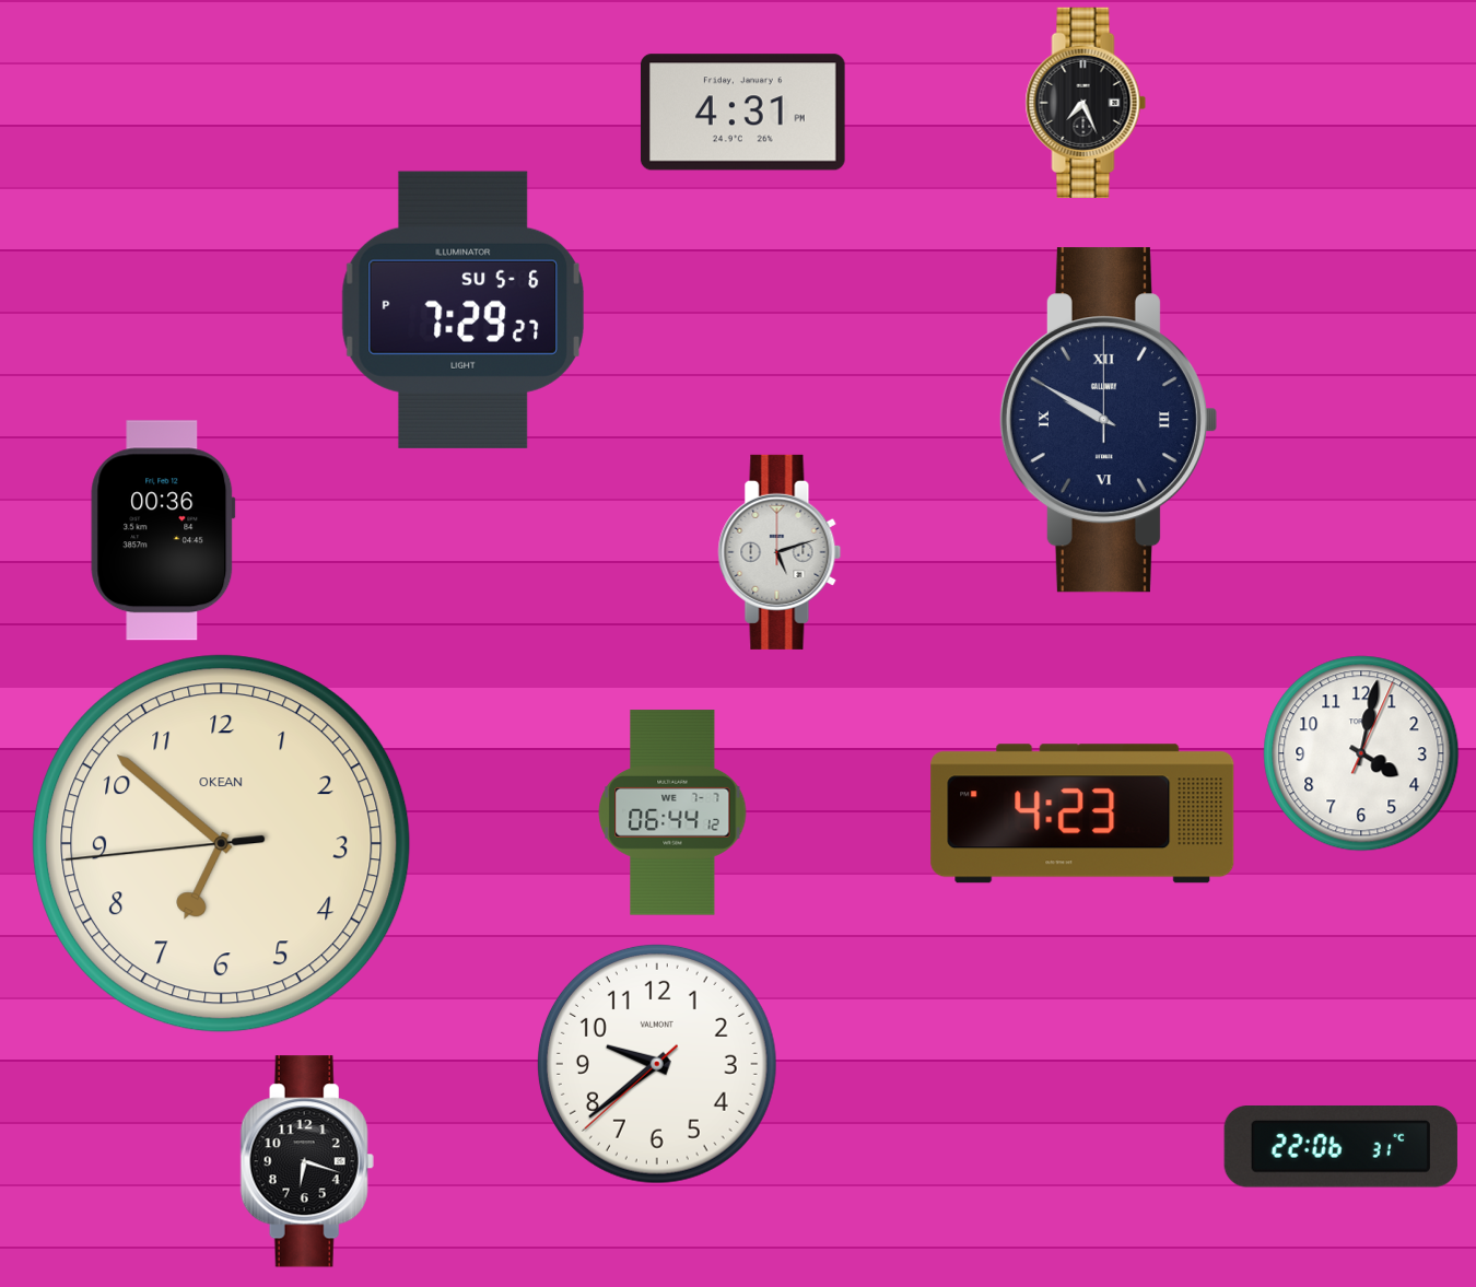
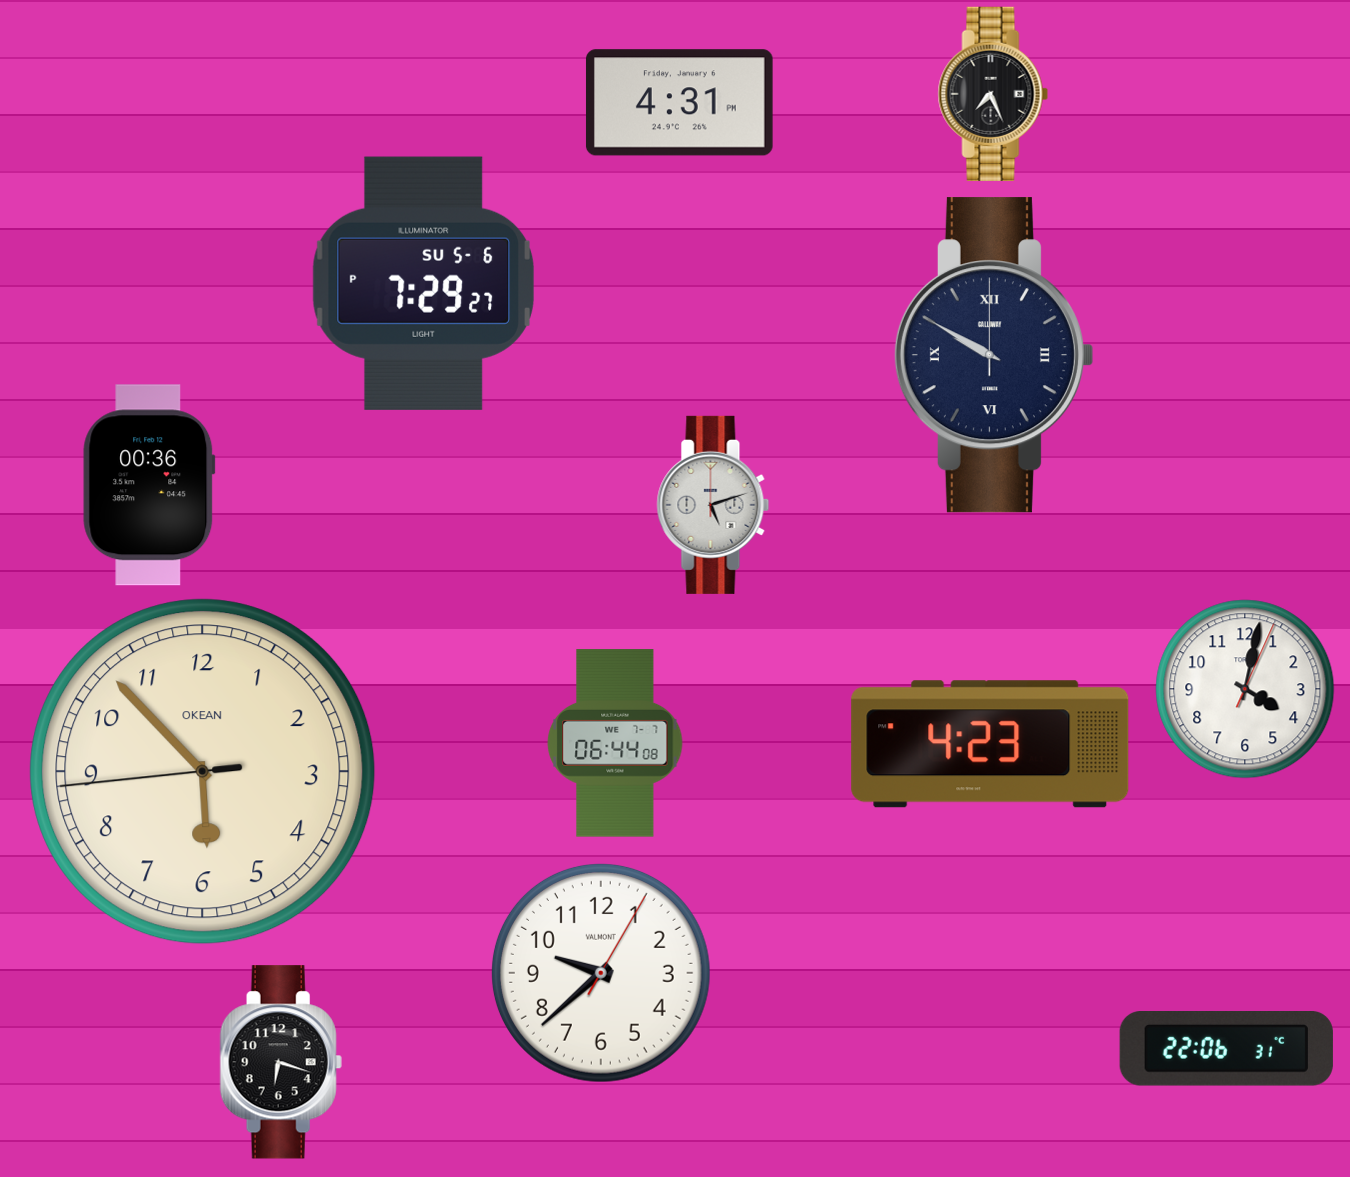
clock at (1108, 420) position: (1108, 420) -> (993, 355)
clock at (672, 812): 06:44:12 -> 06:44:08
clock at (222, 844): 6:51 -> 5:52
clock at (657, 1064): 9:38:38 -> 9:38:05
